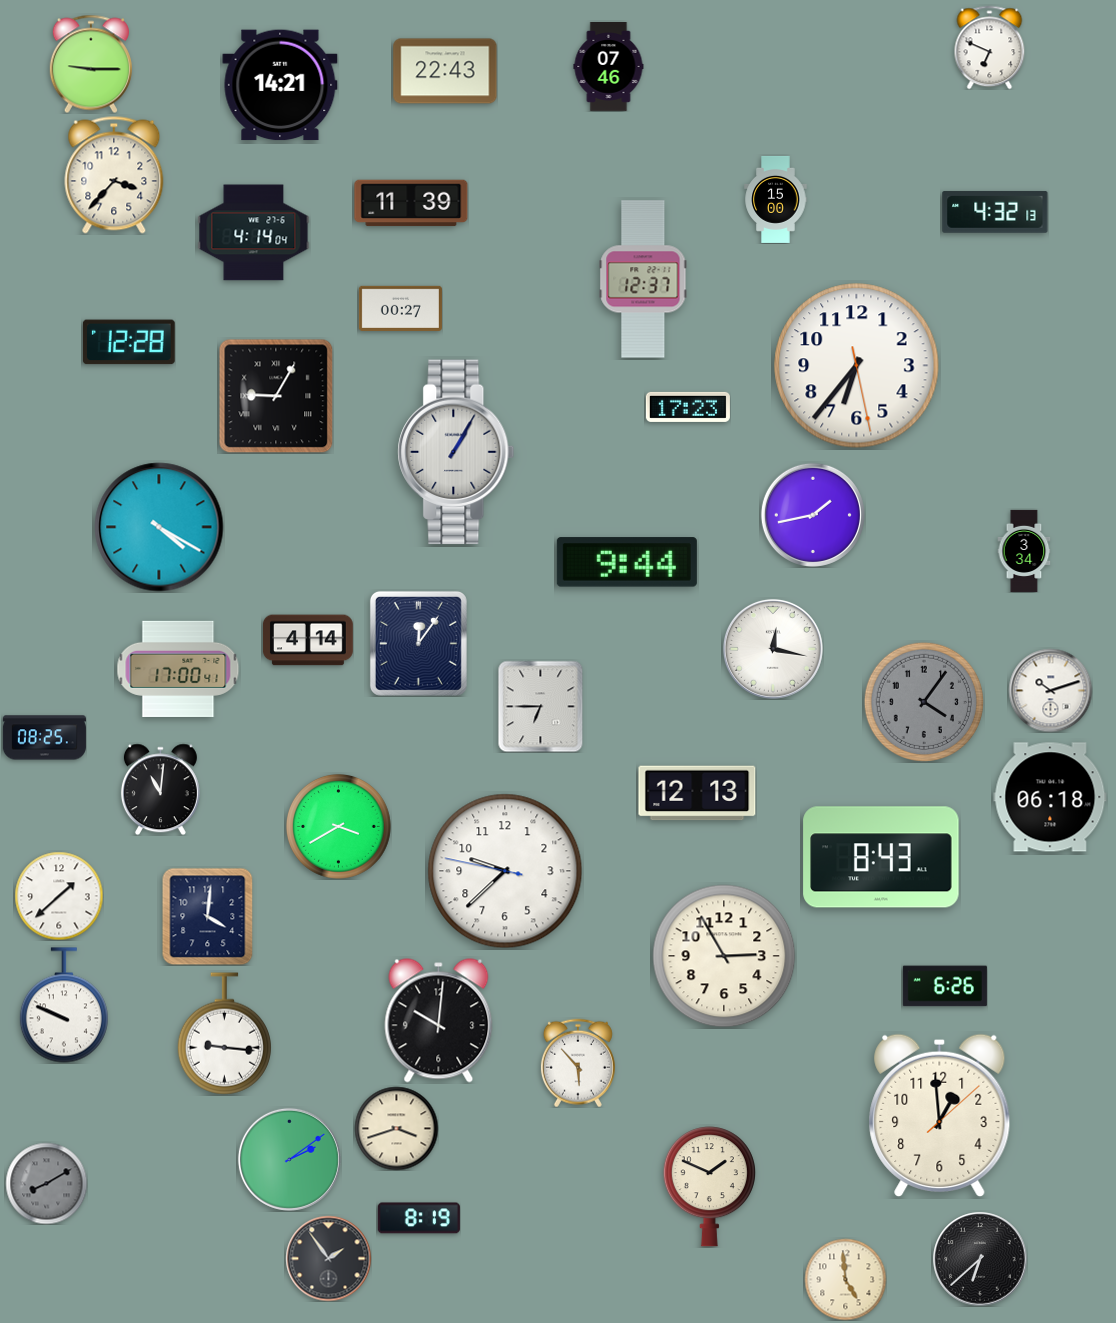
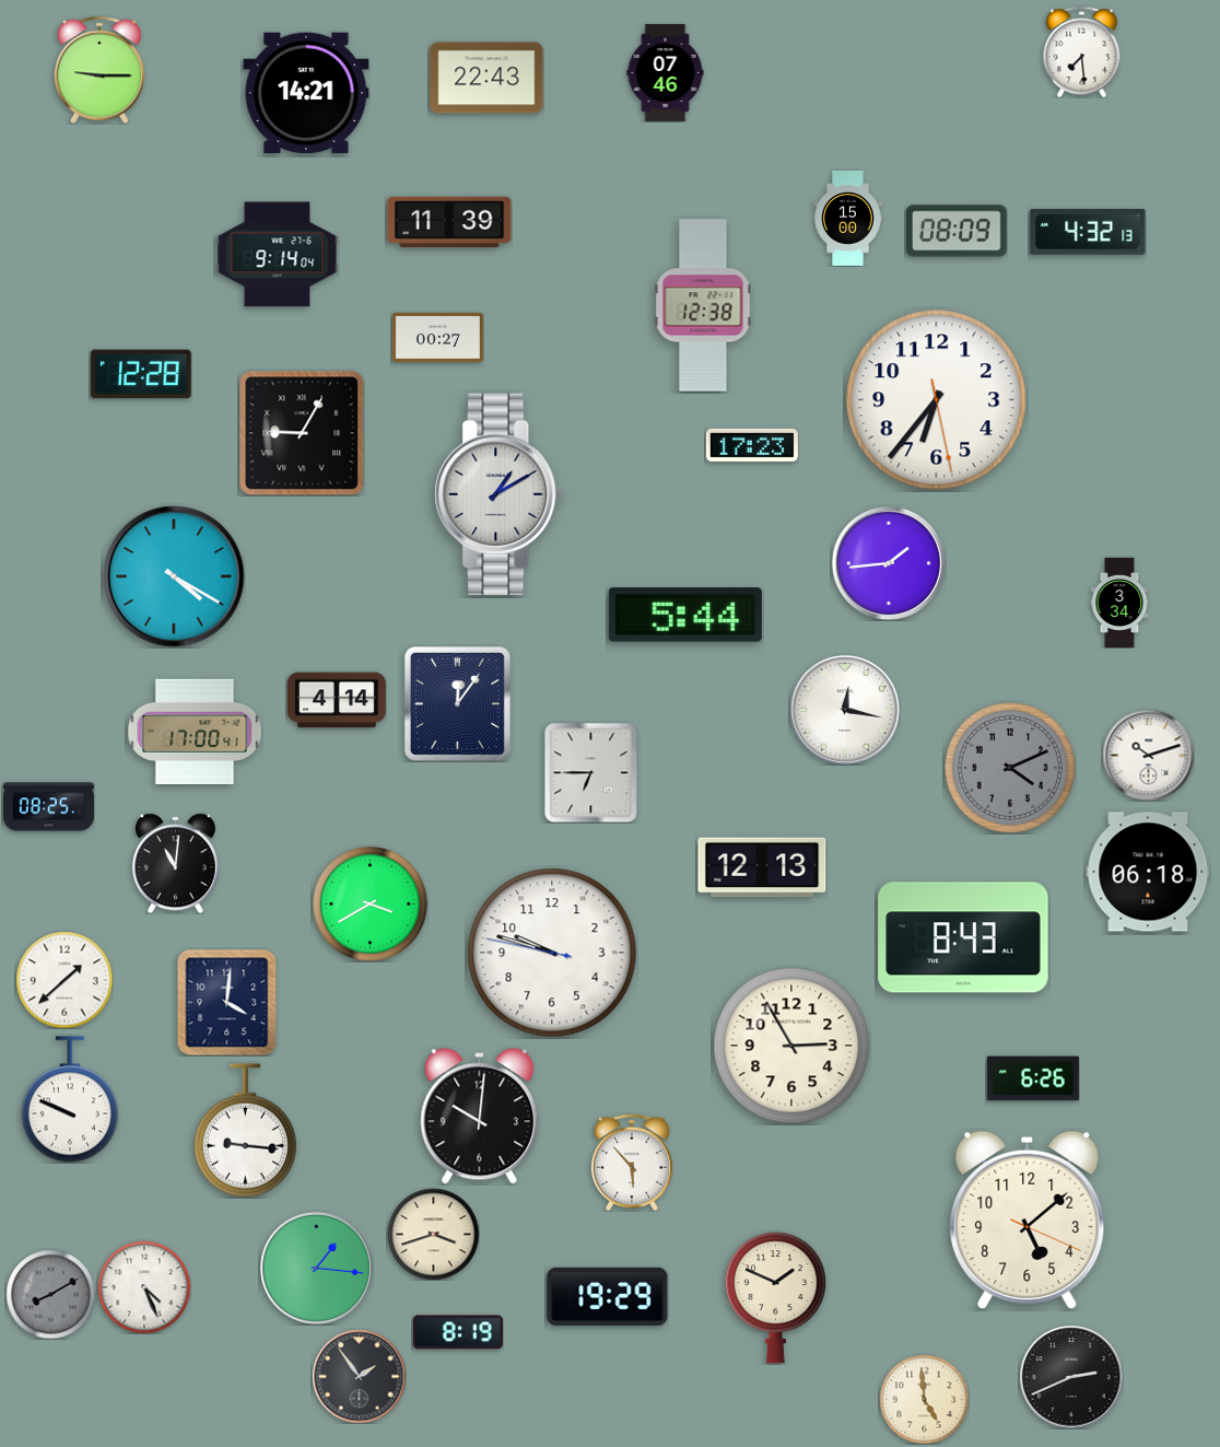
clock at (990, 47): 6:49 -> 7:29
clock at (114, 175): 3:37 -> none
clock at (958, 231): none -> 08:09
clock at (254, 233): 4:14 -> 9:14
clock at (643, 279): 12:37 -> 12:38
clock at (456, 452): 1:05 -> 1:10
clock at (813, 515): 1:43 -> 1:44
clock at (627, 562): 9:44 -> 5:44
clock at (924, 702): 4:06 -> 4:11
clock at (505, 871): 9:37 -> 9:47
clock at (940, 1116): 12:59 -> 5:08
clock at (289, 1159): 2:09 -> 1:16
clock at (144, 1287): none -> 4:26
clock at (608, 1296): none -> 19:29
clock at (980, 1259): 6:38 -> 2:41
